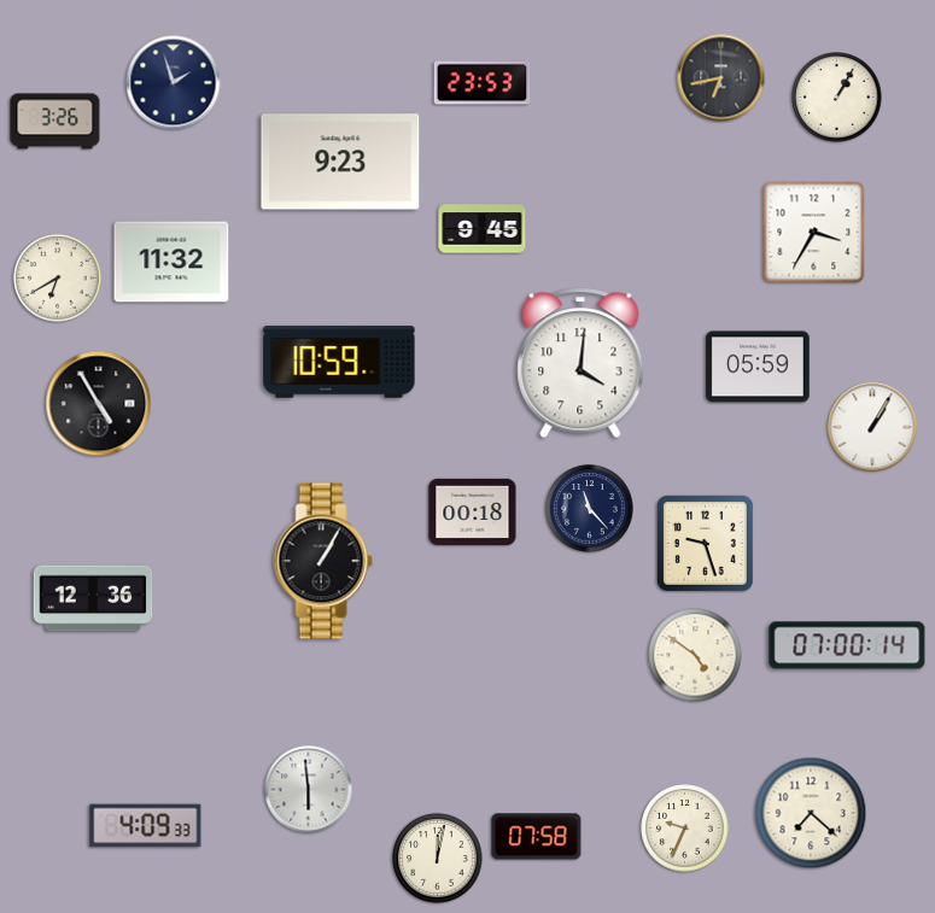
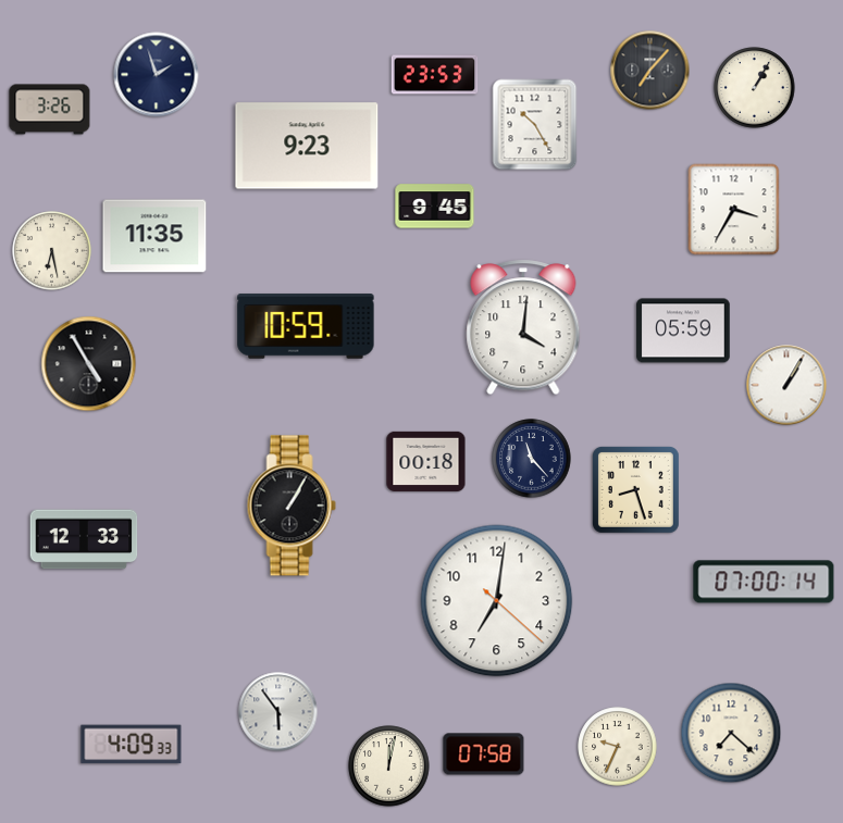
clock at (721, 78): 6:43 -> 7:07
clock at (535, 125): none -> 10:25
clock at (171, 262): 11:32 -> 11:35
clock at (58, 279): 6:40 -> 6:28
clock at (705, 543): 9:27 -> 8:27
clock at (93, 598): 12:36 -> 12:33
clock at (695, 655): 4:51 -> none
clock at (497, 601): none -> 7:01
clock at (309, 790): 5:59 -> 5:54
clock at (438, 859) position: (438, 859) -> (389, 766)
